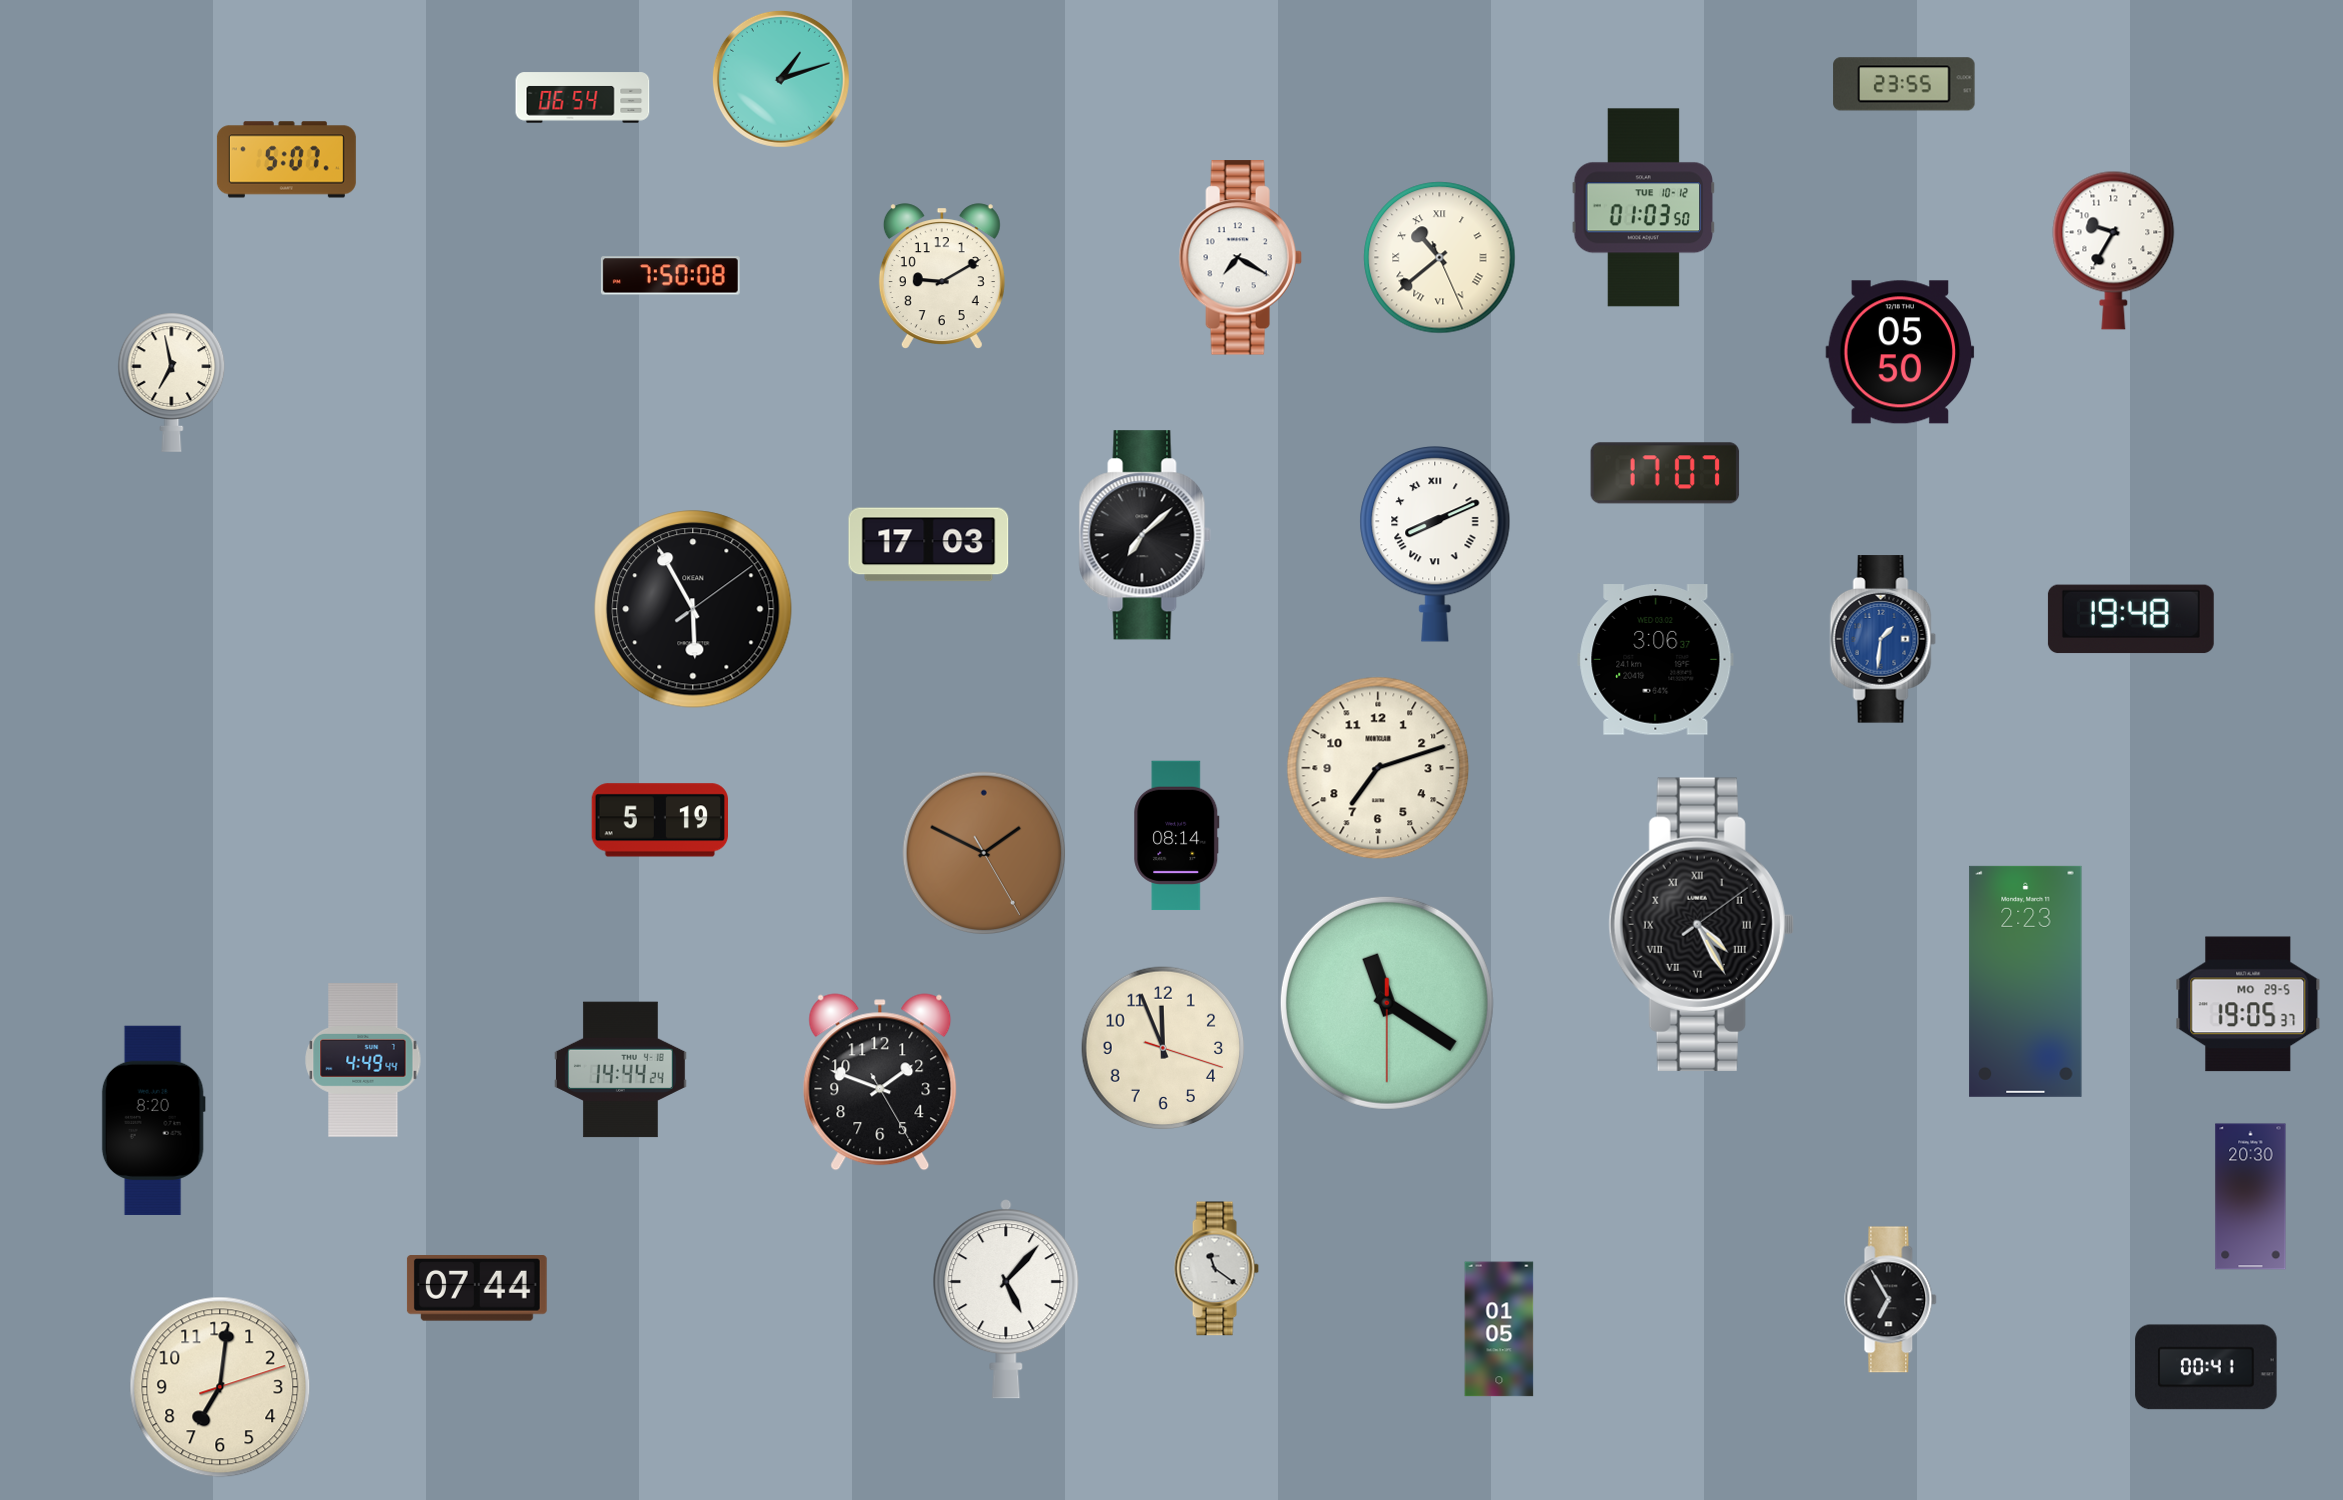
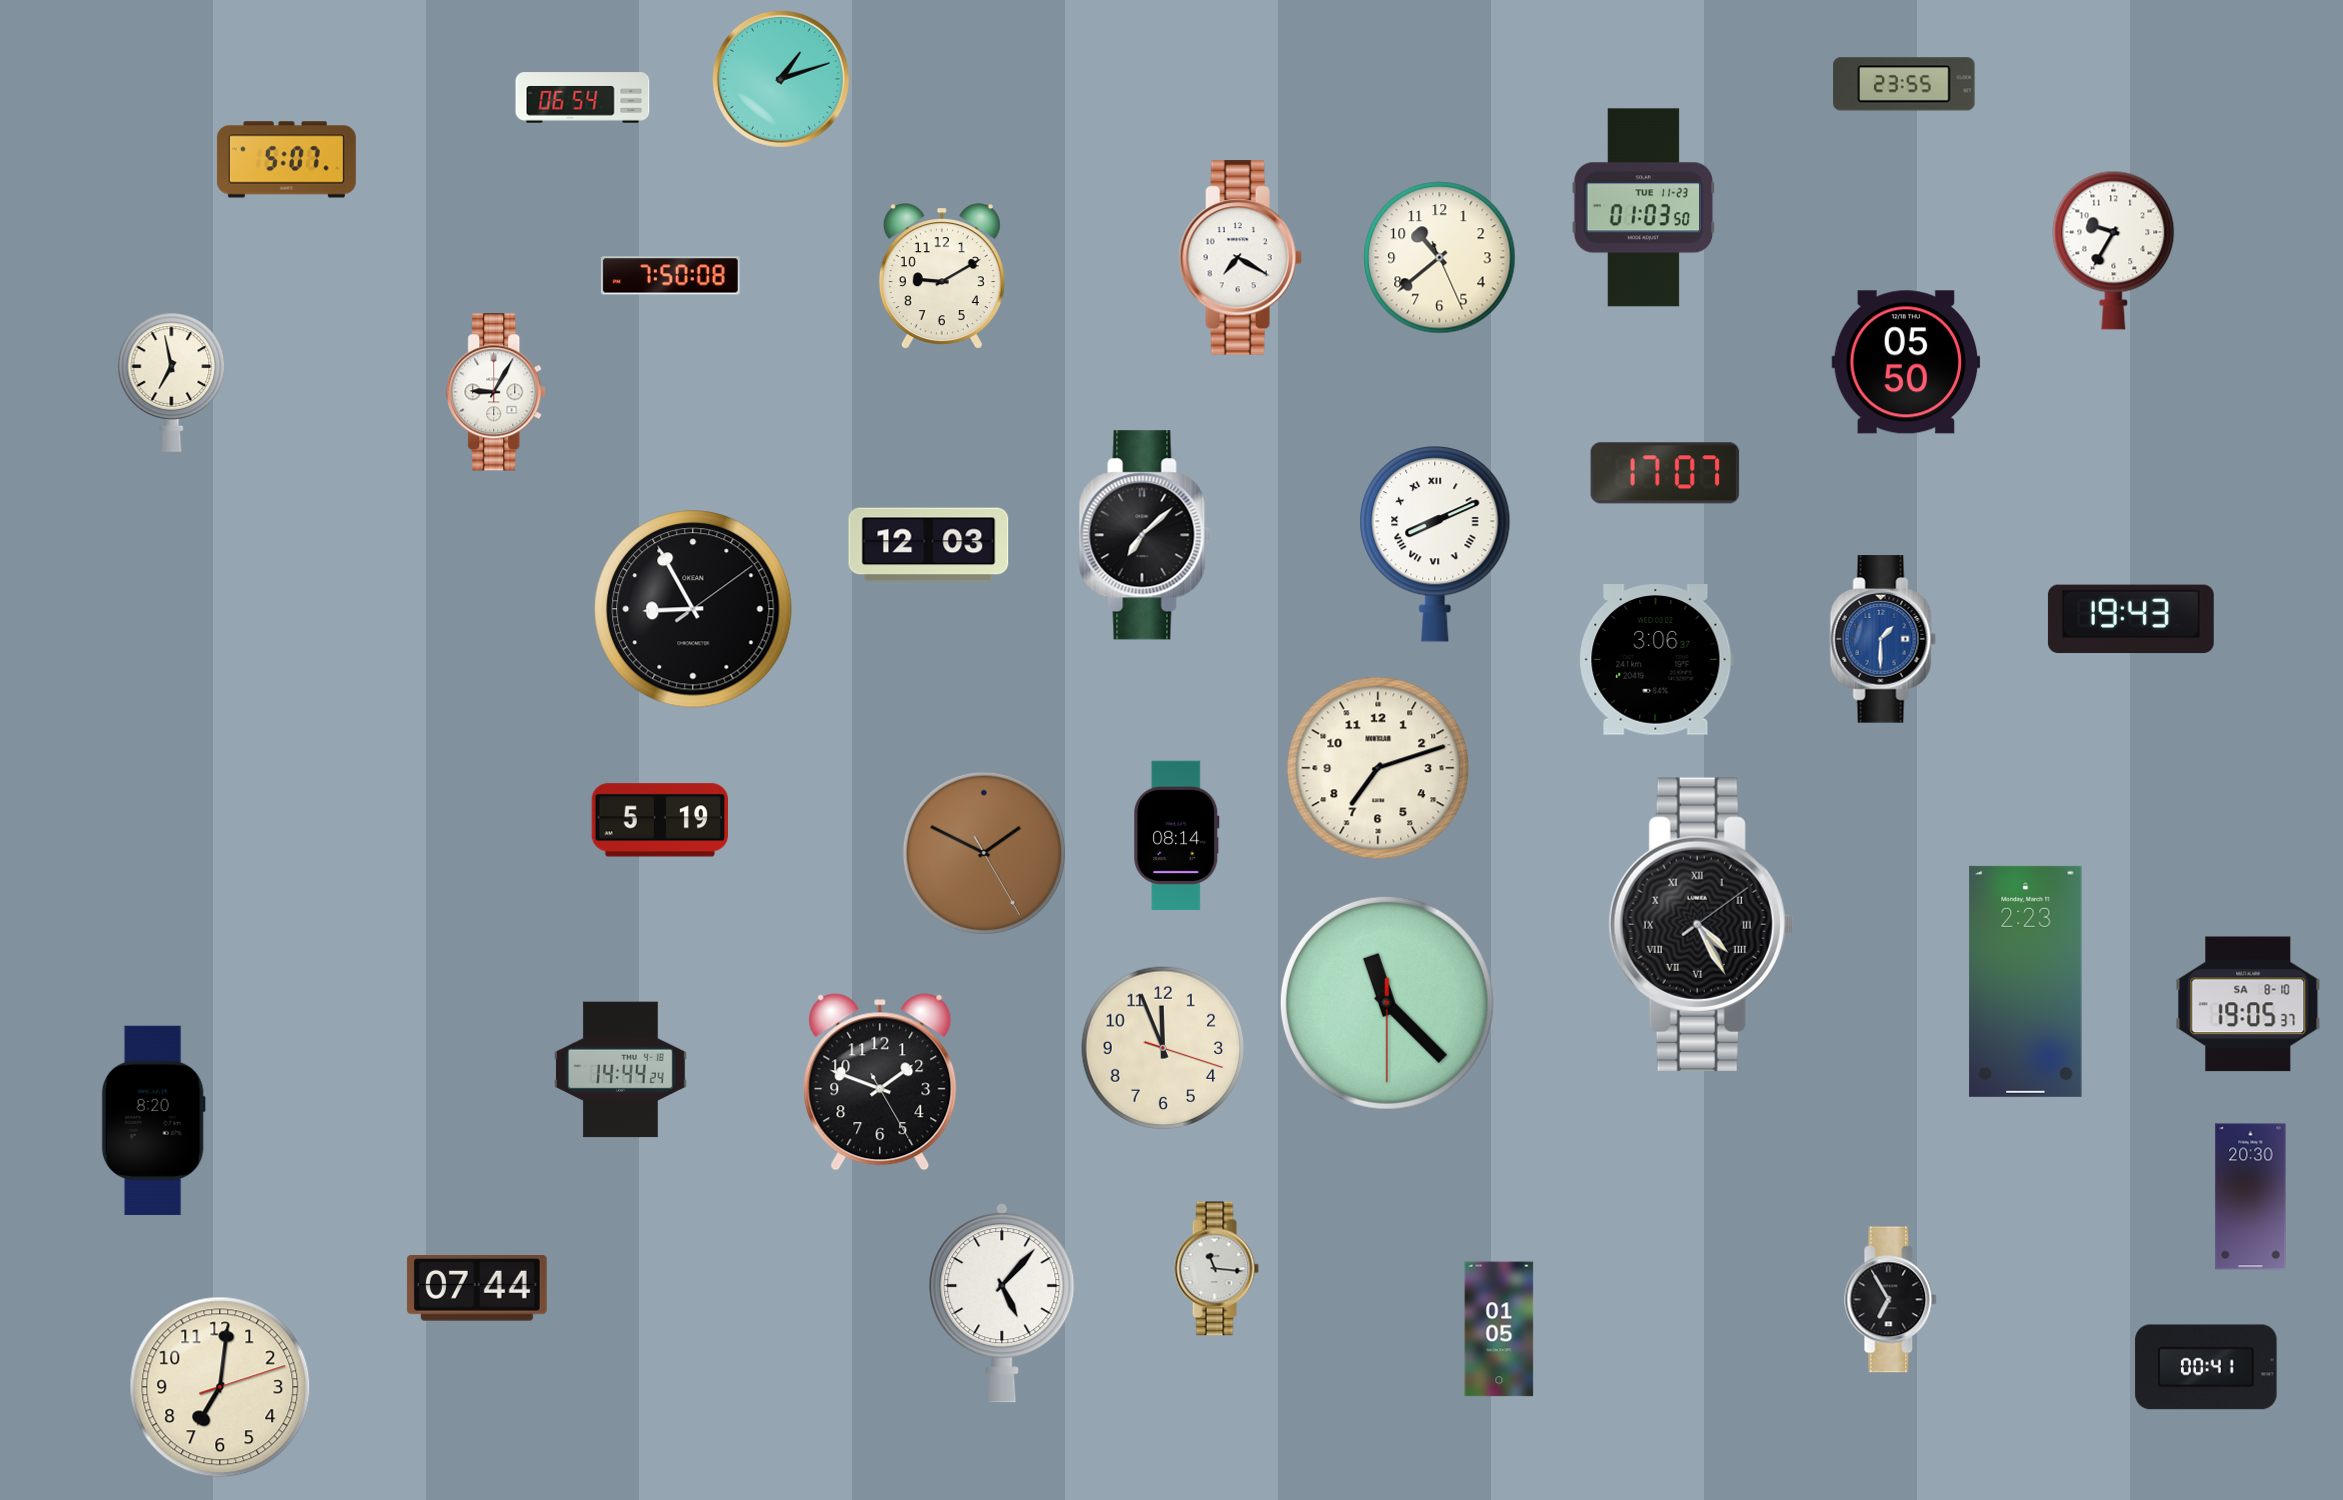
clock at (1644, 208) date: TUE 10-12 -> TUE 11-23
clock at (1440, 258) numerals: Roman -> Arabic
clock at (1900, 352) position: (1900, 352) -> (1906, 362)
clock at (497, 392): none -> 9:05
clock at (929, 545): 17:03 -> 12:03
clock at (693, 609): 5:55 -> 8:55
clock at (2131, 619): 19:48 -> 19:43
clock at (1883, 639): 1:31 -> 1:30
clock at (1387, 1003): 11:20 -> 11:22
clock at (2248, 1004) date: MO 29-5 -> SA 8-10
clock at (363, 1060): 4:49 -> none
clock at (1216, 1269): 11:21 -> 11:16
clock at (1006, 1299) position: (1006, 1299) -> (1002, 1303)
